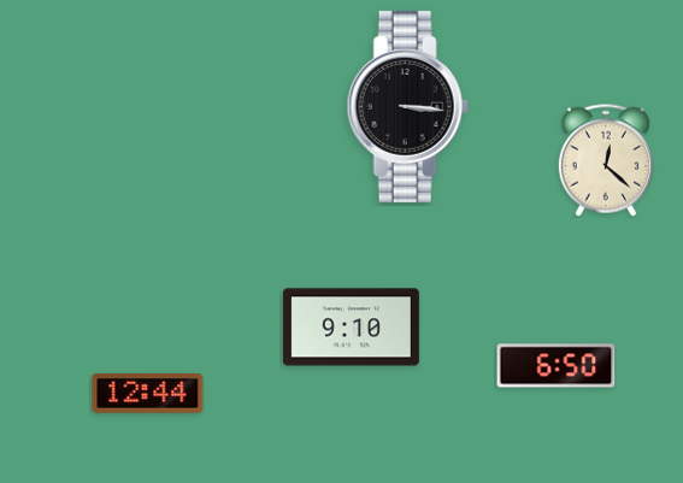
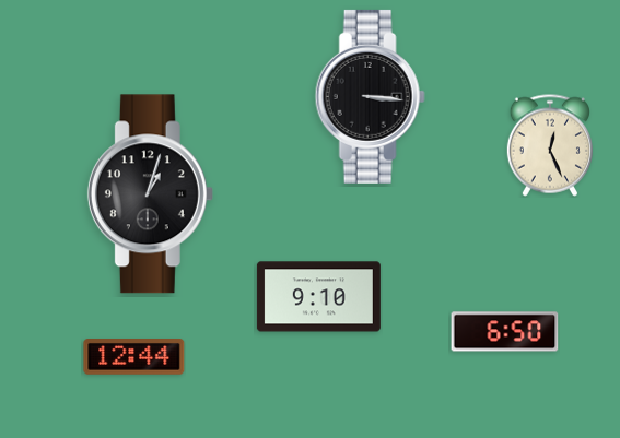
clock at (606, 160): 12:22 -> 12:26
clock at (150, 194): none -> 1:03
